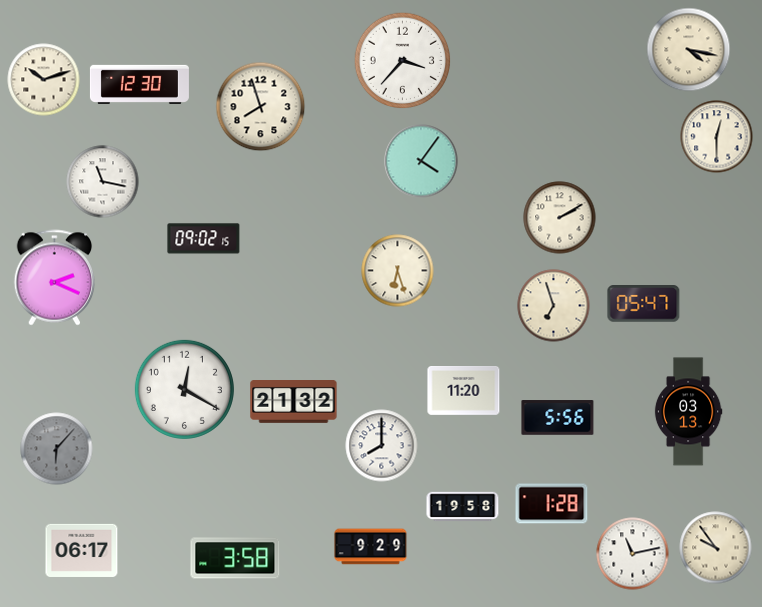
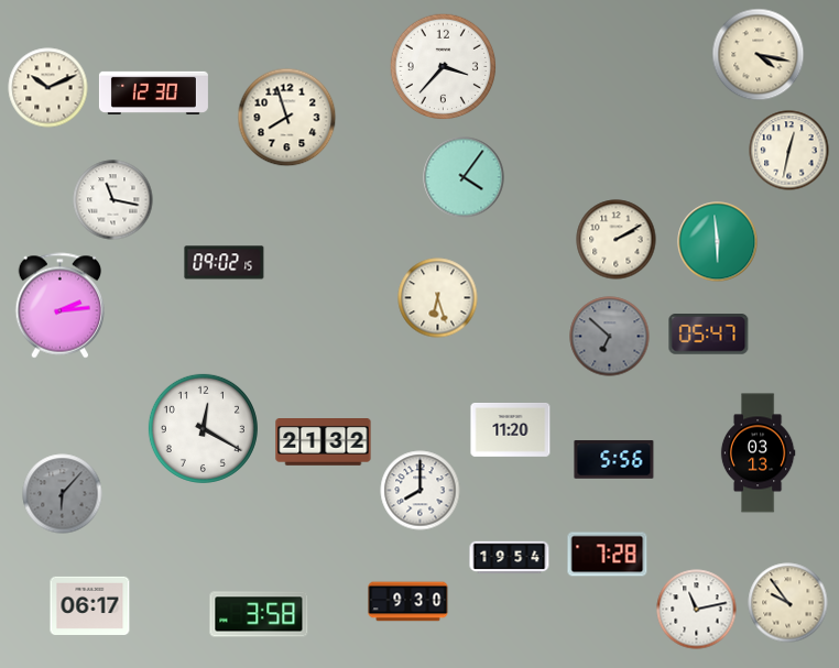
clock at (44, 80): 10:12 -> 10:11
clock at (717, 137): 12:30 -> 12:32
clock at (718, 242): none -> 5:59
clock at (55, 278): 2:19 -> 2:14
clock at (554, 306): 6:57 -> 6:52
clock at (554, 306) dial: cream -> grey
clock at (552, 504): 1:28 -> 7:28
clock at (463, 507): 19:58 -> 19:54
clock at (371, 547): 9:29 -> 9:30
